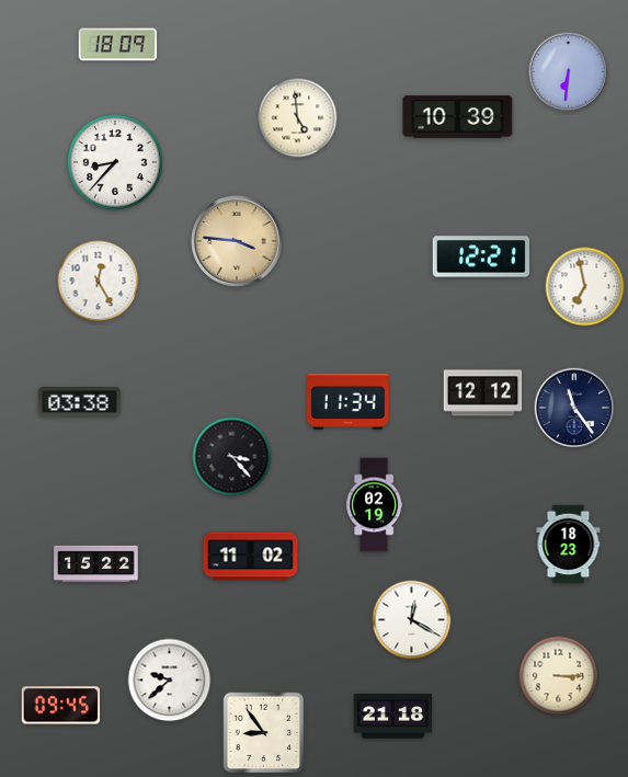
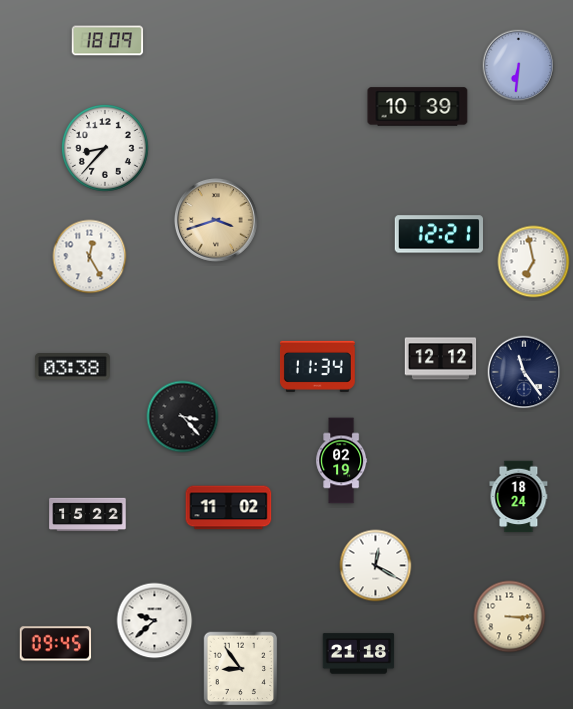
clock at (298, 118): 4:59 -> none
clock at (237, 241): 3:46 -> 3:42
clock at (232, 457) position: (232, 457) -> (183, 417)
clock at (569, 545): 18:23 -> 18:24
